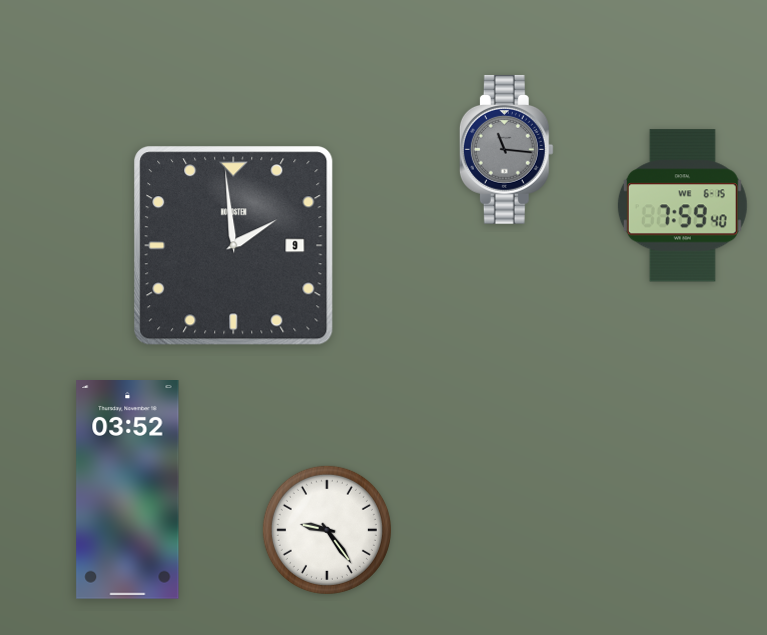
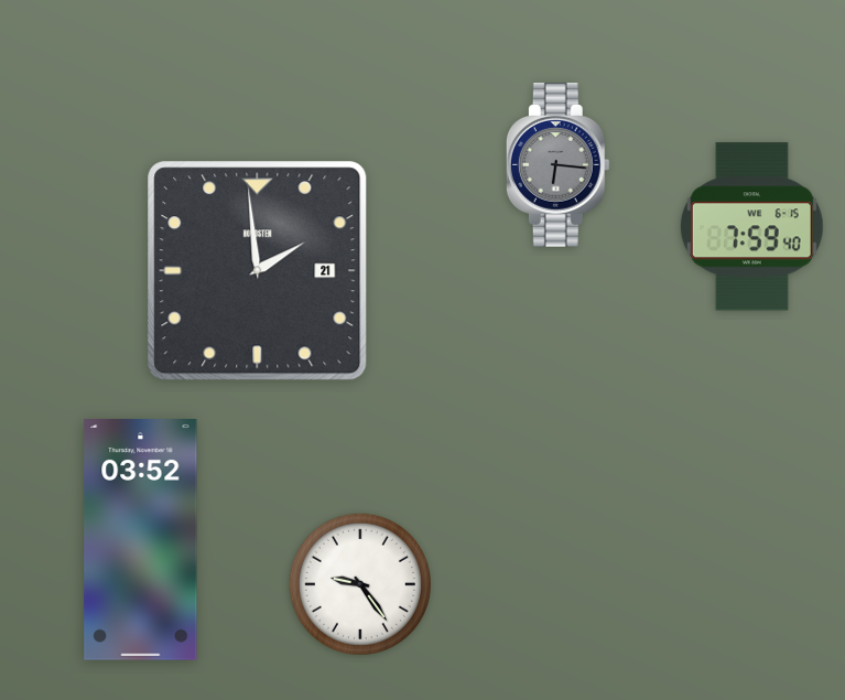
clock at (506, 149): 11:16 -> 6:16
clock at (234, 246) date: 9 -> 21
